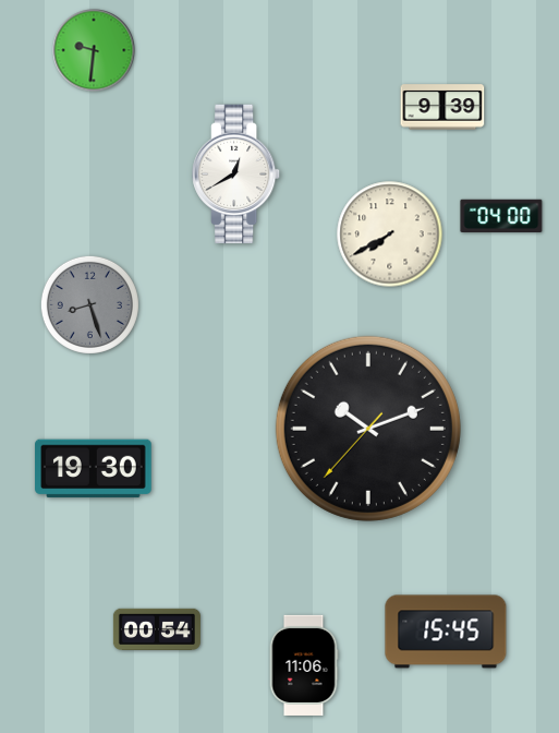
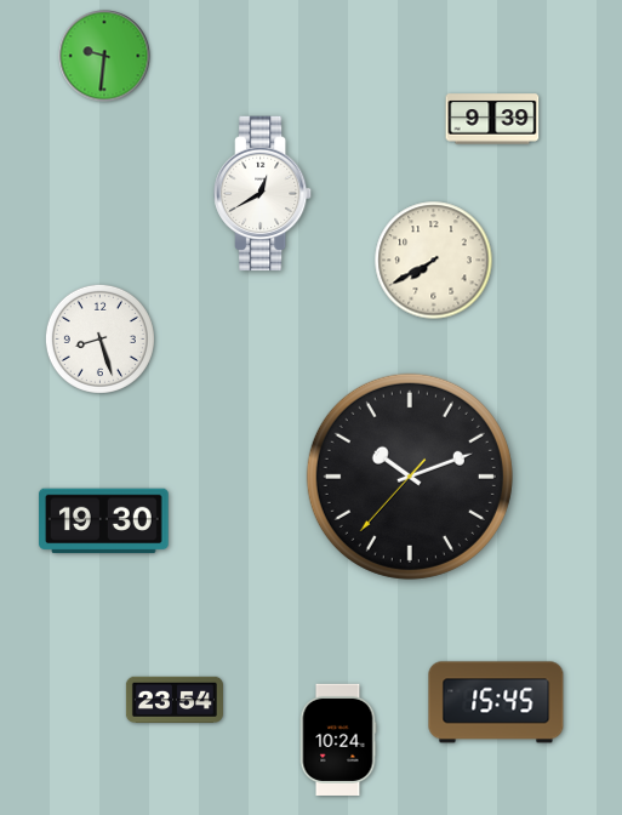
clock at (501, 215): 04:00 -> none
clock at (89, 304) dial: grey -> white
clock at (157, 628): 00:54 -> 23:54
clock at (304, 665): 11:06 -> 10:24
